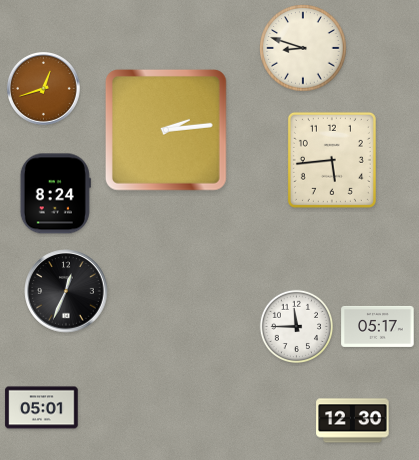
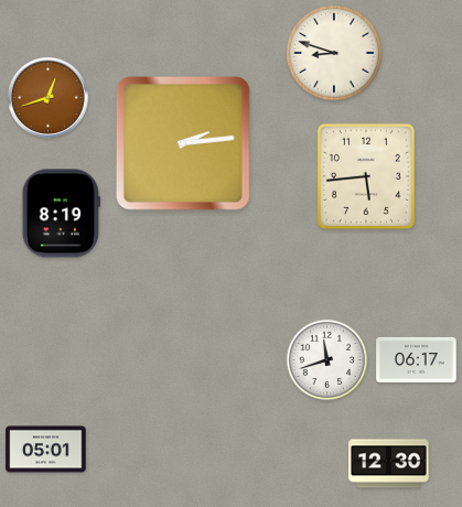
clock at (55, 194): 8:24 -> 8:19
clock at (66, 291): 12:34 -> none
clock at (378, 326): 05:17 -> 06:17
clock at (297, 327): 11:45 -> 11:42
